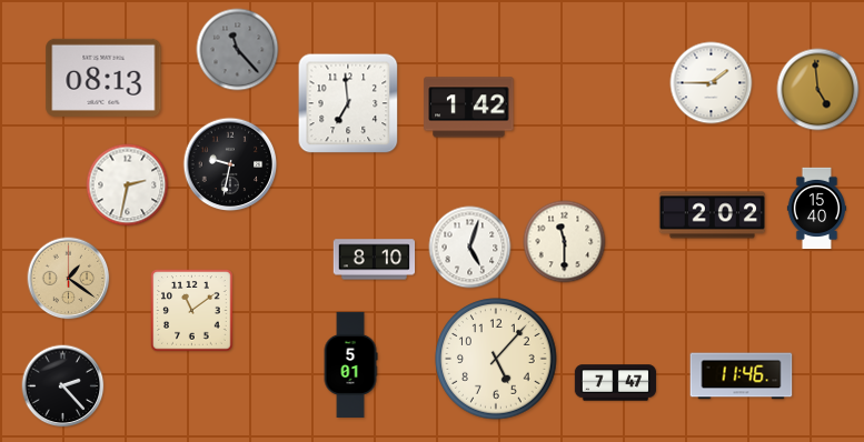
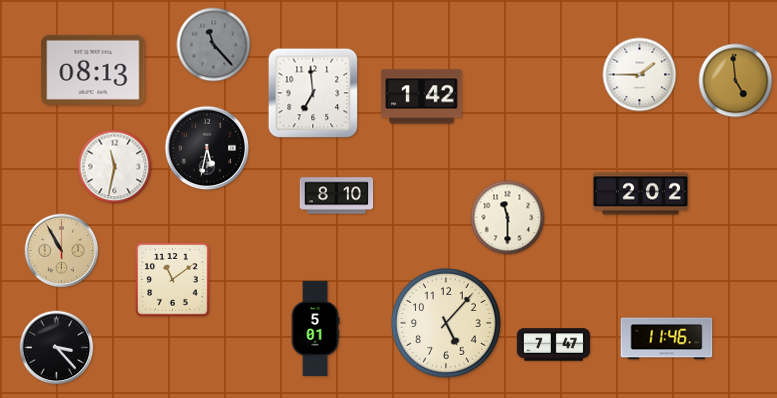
clock at (230, 164): 9:32 -> 5:32
clock at (128, 185): 2:32 -> 11:32
clock at (816, 209): 15:40 -> none
clock at (470, 248): 5:03 -> none
clock at (375, 260) position: (375, 260) -> (337, 196)
clock at (69, 279): 1:21 -> 10:55
clock at (63, 386): 2:23 -> 3:23
